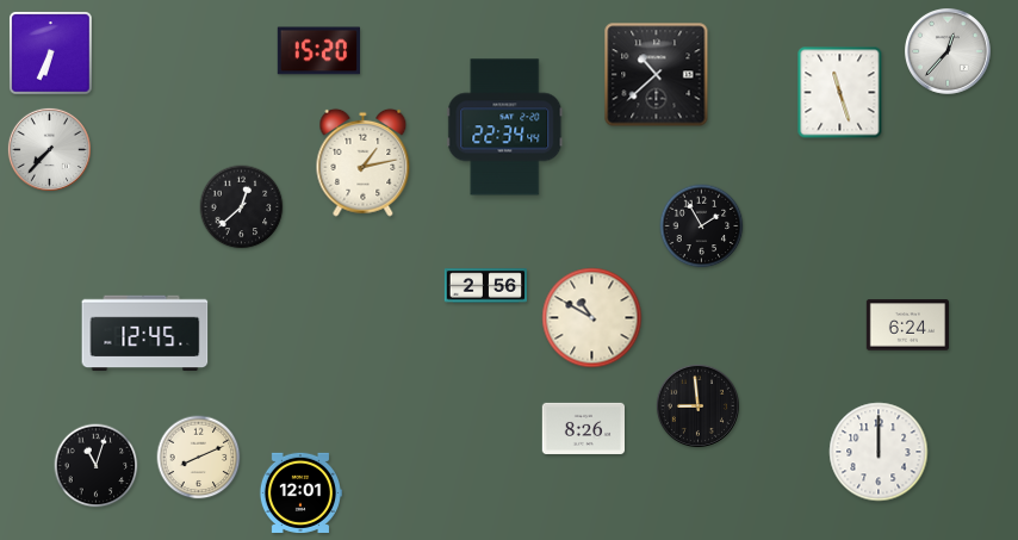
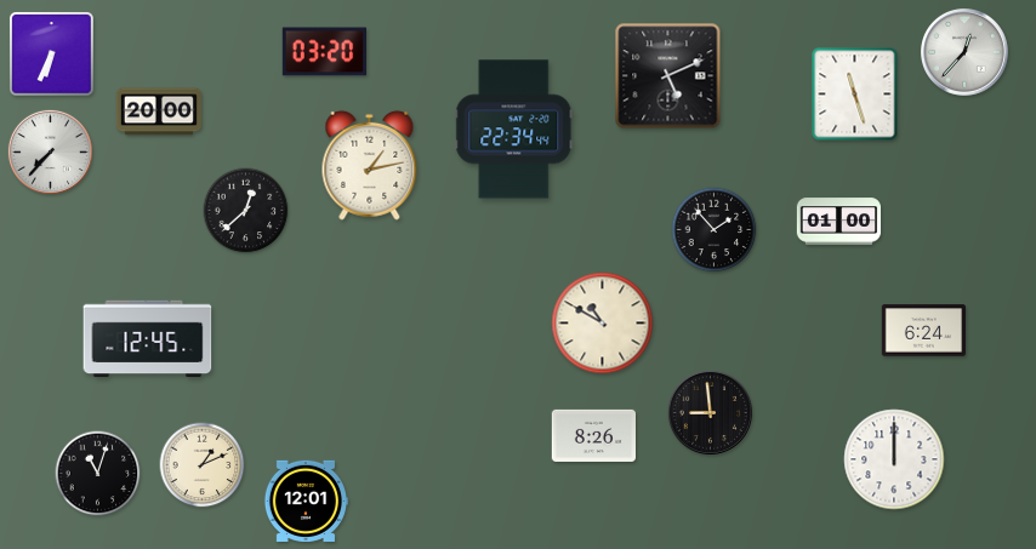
clock at (318, 51): 15:20 -> 03:20
clock at (657, 75): 10:38 -> 5:11
clock at (159, 111): none -> 20:00
clock at (839, 222): none -> 01:00
clock at (702, 226): 1:55 -> 1:53
clock at (485, 286): 2:56 -> none
clock at (199, 458): 8:11 -> 1:11
